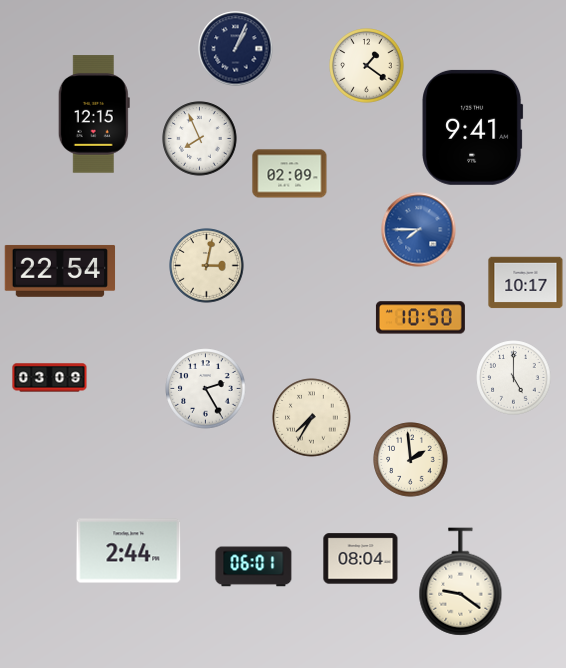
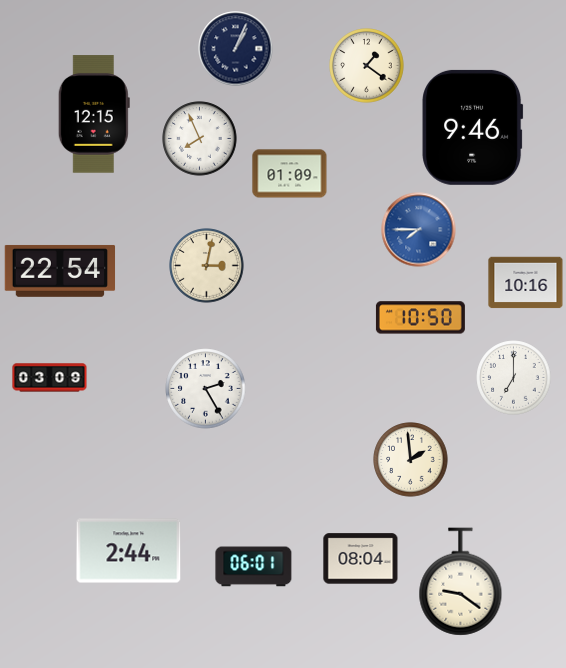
clock at (473, 127): 9:41 -> 9:46
clock at (290, 174): 02:09 -> 01:09
clock at (526, 283): 10:17 -> 10:16
clock at (514, 378): 5:00 -> 7:00
clock at (312, 418): 7:35 -> none
